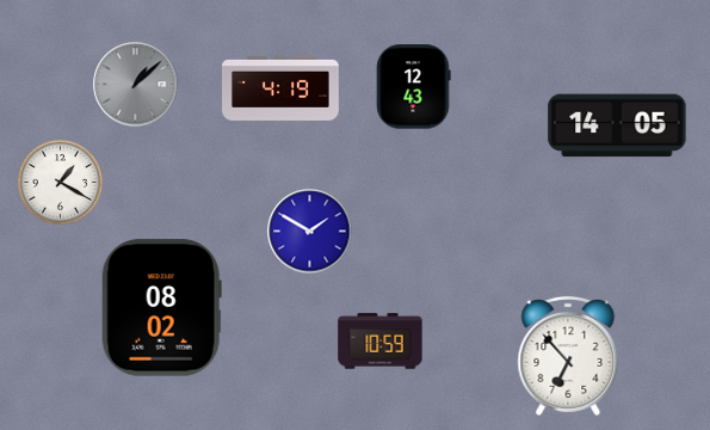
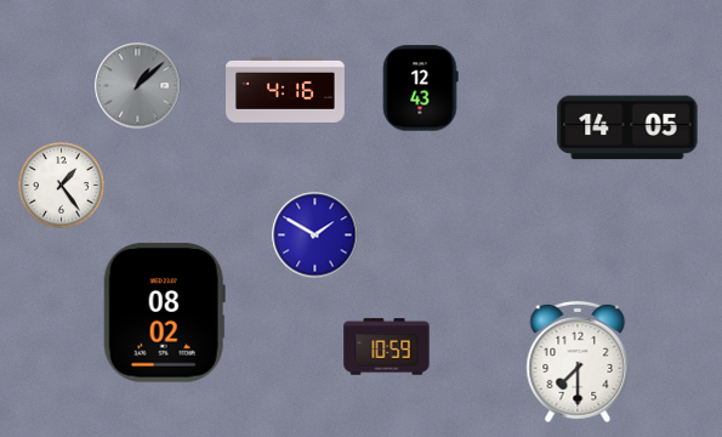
clock at (282, 88): 4:19 -> 4:16
clock at (61, 183): 1:20 -> 1:24
clock at (568, 356): 6:53 -> 7:30
